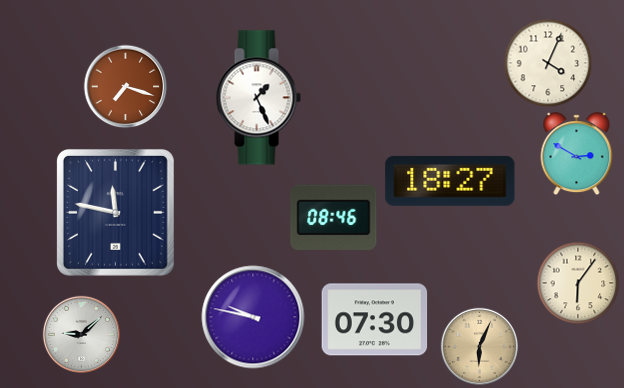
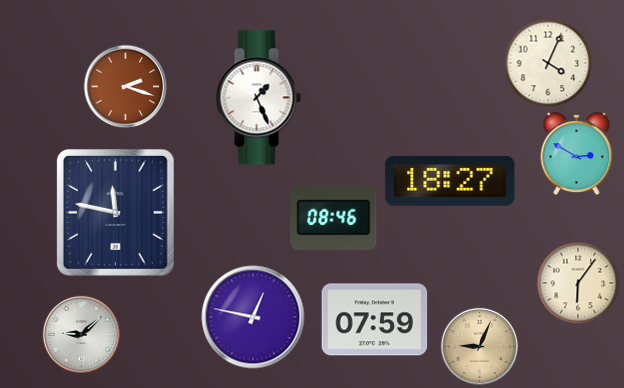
clock at (125, 86): 7:18 -> 2:18
clock at (253, 317): 9:47 -> 12:47
clock at (375, 320): 07:30 -> 07:59
clock at (479, 346): 6:04 -> 9:04
